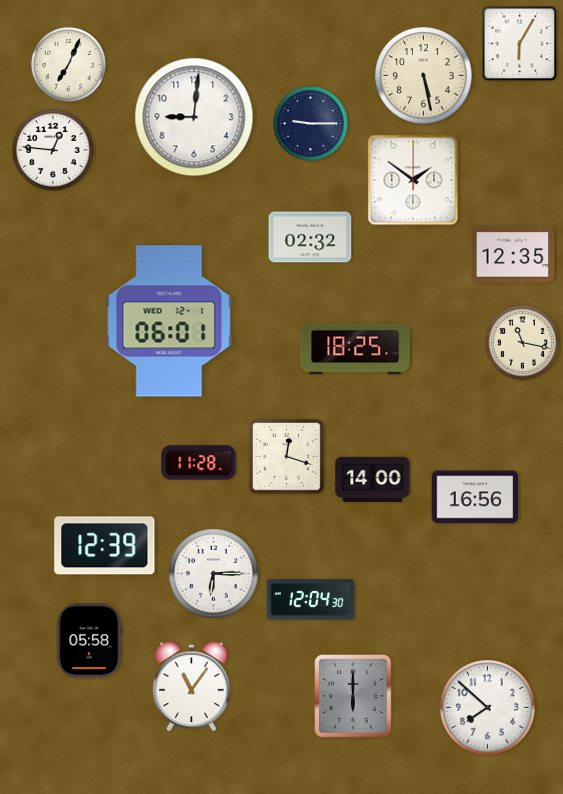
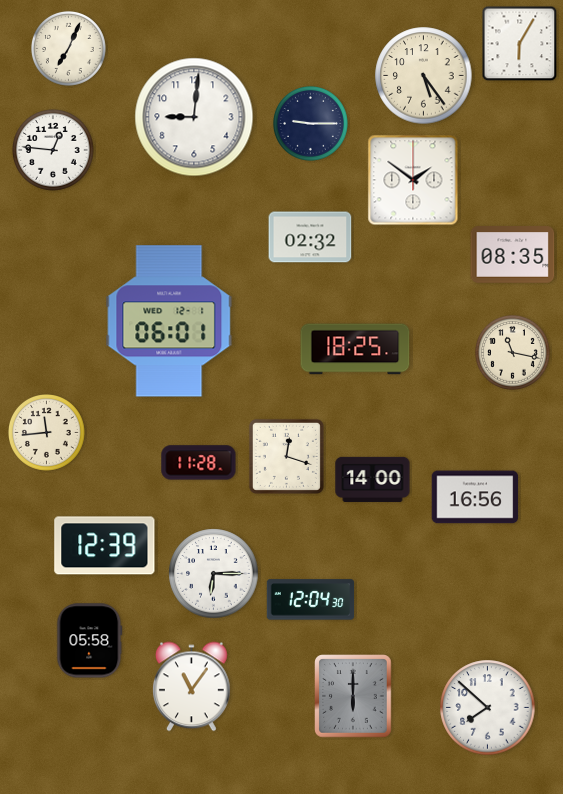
clock at (68, 64) position: (68, 64) -> (68, 48)
clock at (424, 76): 5:28 -> 5:24
clock at (513, 255): 12:35 -> 08:35
clock at (522, 342) position: (522, 342) -> (512, 352)
clock at (47, 433): none -> 11:44
